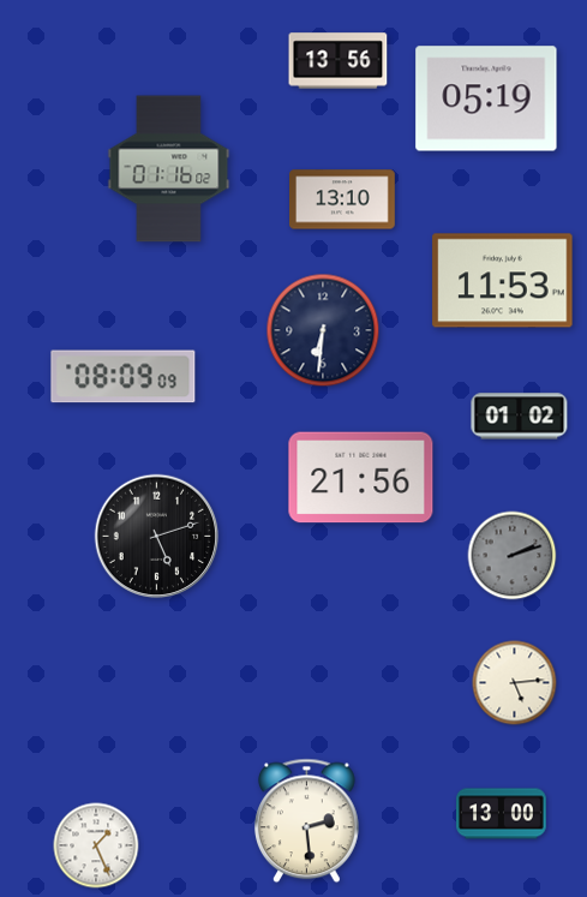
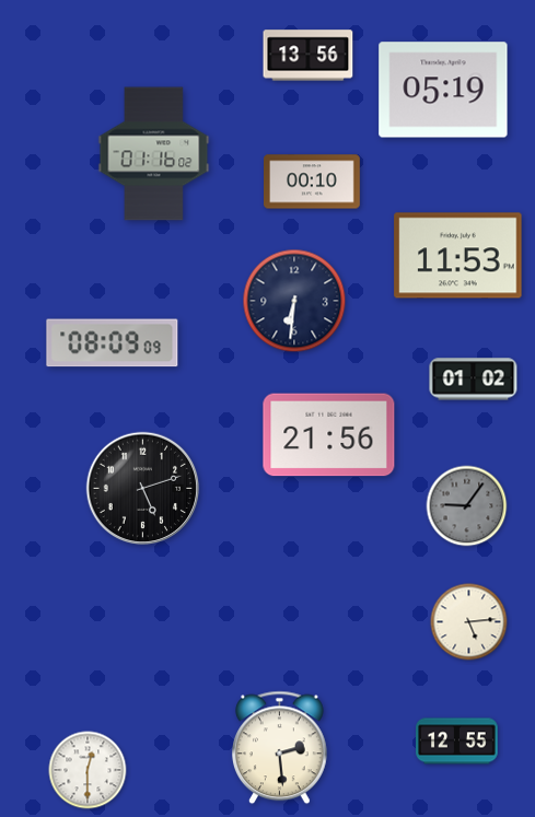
clock at (343, 199): 13:10 -> 00:10
clock at (513, 556): 2:12 -> 9:06
clock at (502, 814): 13:00 -> 12:55
clock at (96, 845): 1:26 -> 12:30
